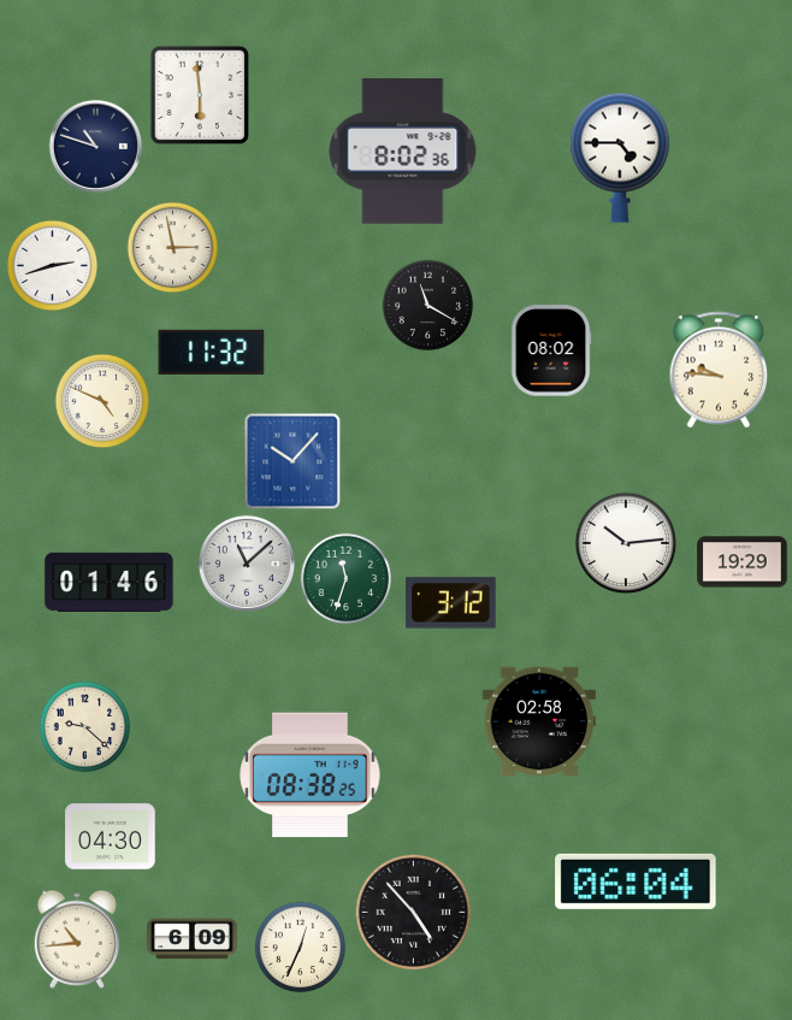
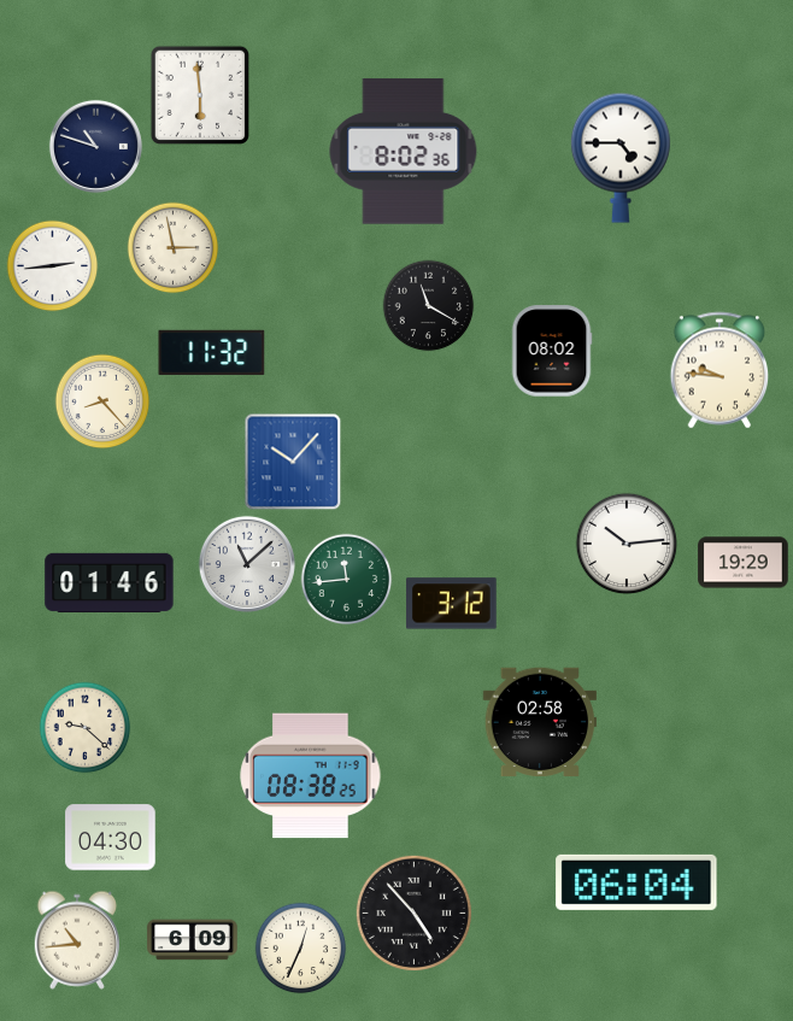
clock at (53, 266): 2:42 -> 2:44
clock at (102, 401): 4:49 -> 8:23
clock at (347, 579): 11:33 -> 11:44
